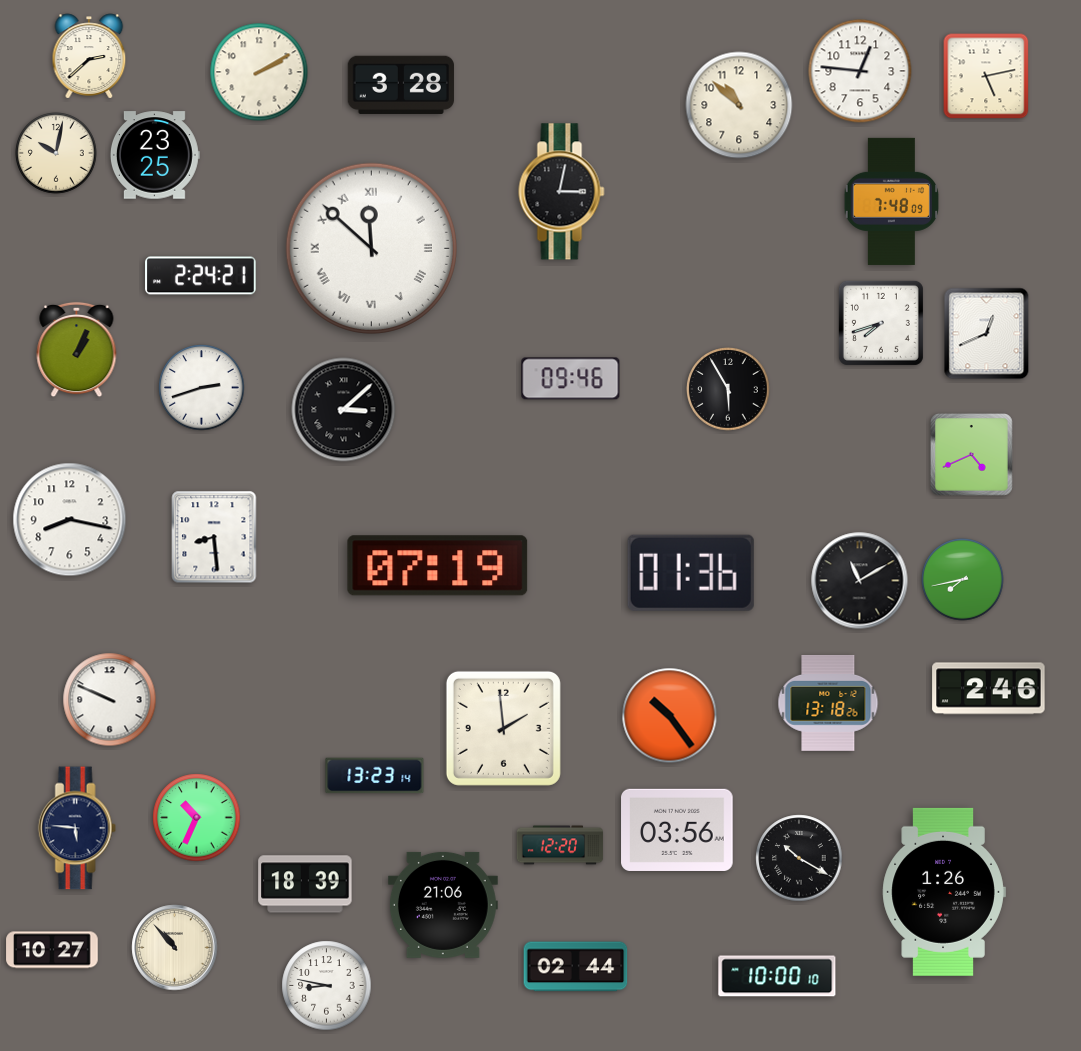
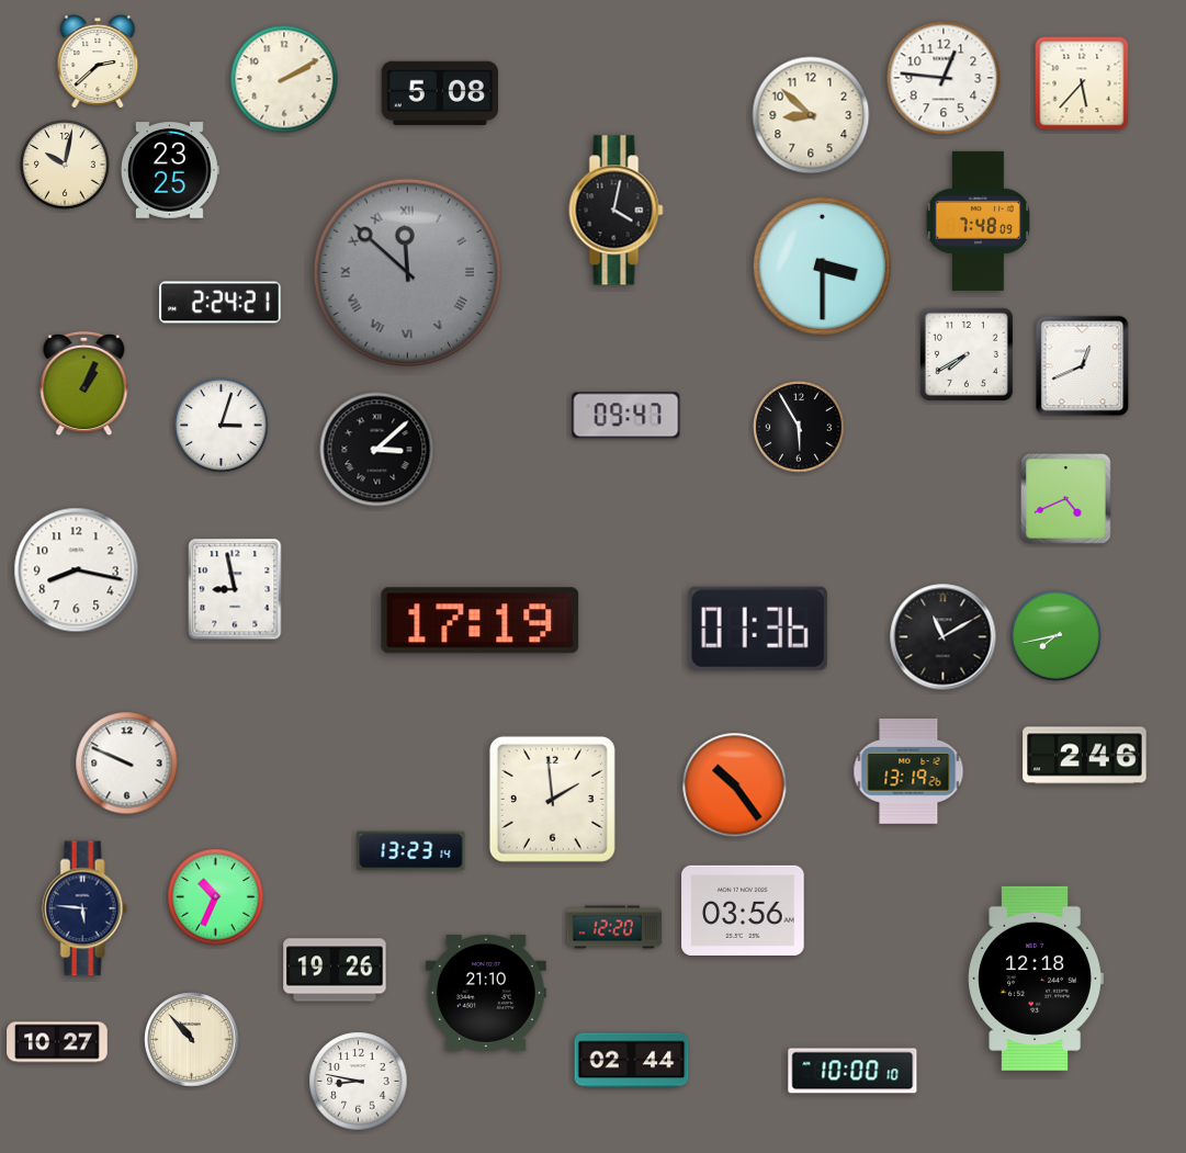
clock at (986, 76): 5:13 -> 5:37
clock at (401, 85): 3:28 -> 5:08
clock at (739, 105): 10:52 -> 8:52
clock at (57, 154) position: (57, 154) -> (66, 166)
clock at (562, 192): 3:02 -> 4:02
clock at (822, 265): none -> 3:30
clock at (371, 248) dial: white -> grey
clock at (881, 323): 7:42 -> 7:40
clock at (571, 379): 09:46 -> 09:47
clock at (202, 388): 2:42 -> 3:03
clock at (214, 537): 8:29 -> 8:58
clock at (438, 566): 07:19 -> 17:19
clock at (110, 700) position: (110, 700) -> (127, 764)
clock at (828, 703): 13:18 -> 13:19
clock at (799, 858): 10:20 -> none
clock at (305, 884): 18:39 -> 19:26
clock at (944, 892): 1:26 -> 12:18
clock at (443, 905): 21:06 -> 21:10
